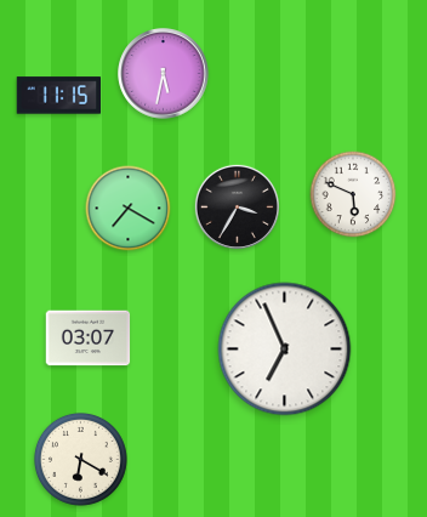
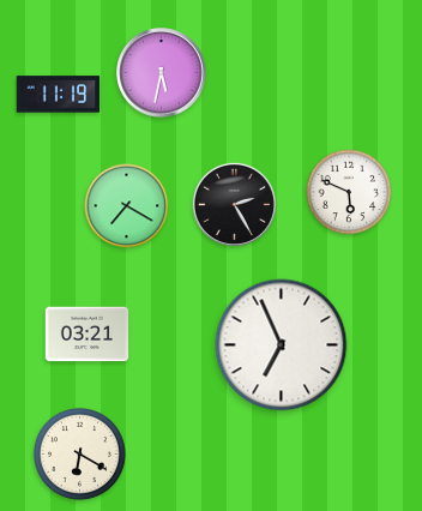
clock at (59, 96): 11:15 -> 11:19
clock at (237, 206): 3:35 -> 2:25
clock at (89, 339): 03:07 -> 03:21
